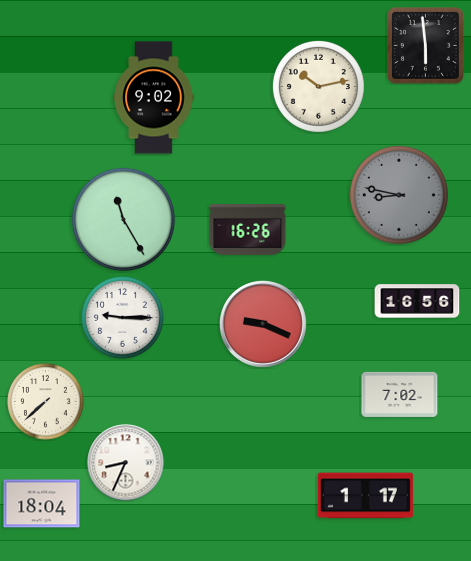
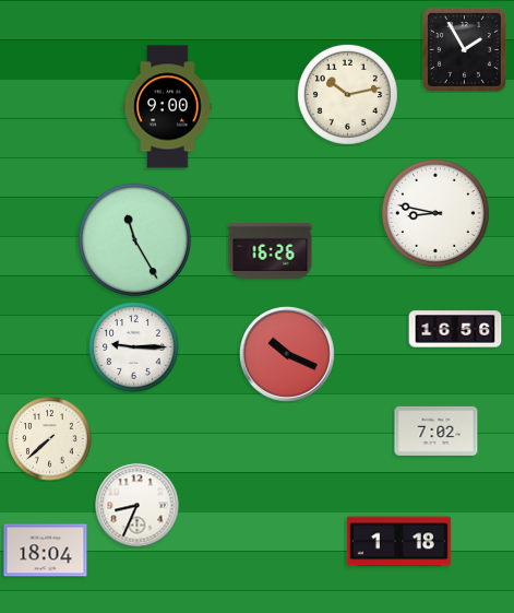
clock at (425, 45): 5:59 -> 1:55
clock at (154, 98): 9:02 -> 9:00
clock at (399, 195) dial: grey -> white
clock at (264, 325): 9:19 -> 10:19
clock at (365, 496): 1:17 -> 1:18
